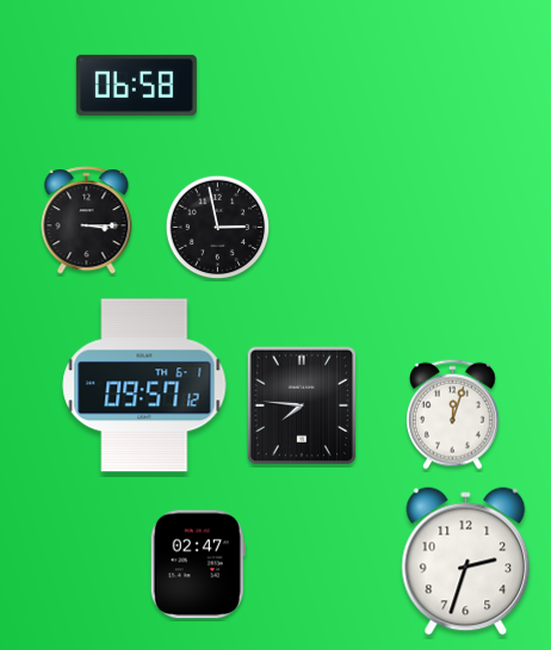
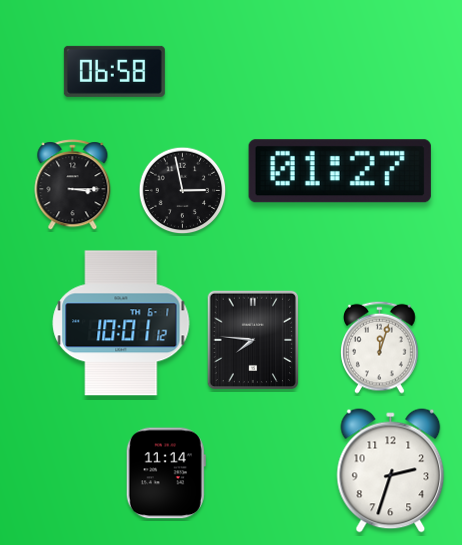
clock at (340, 171): none -> 01:27
clock at (144, 385): 09:57 -> 10:01
clock at (198, 564): 02:47 -> 11:14
